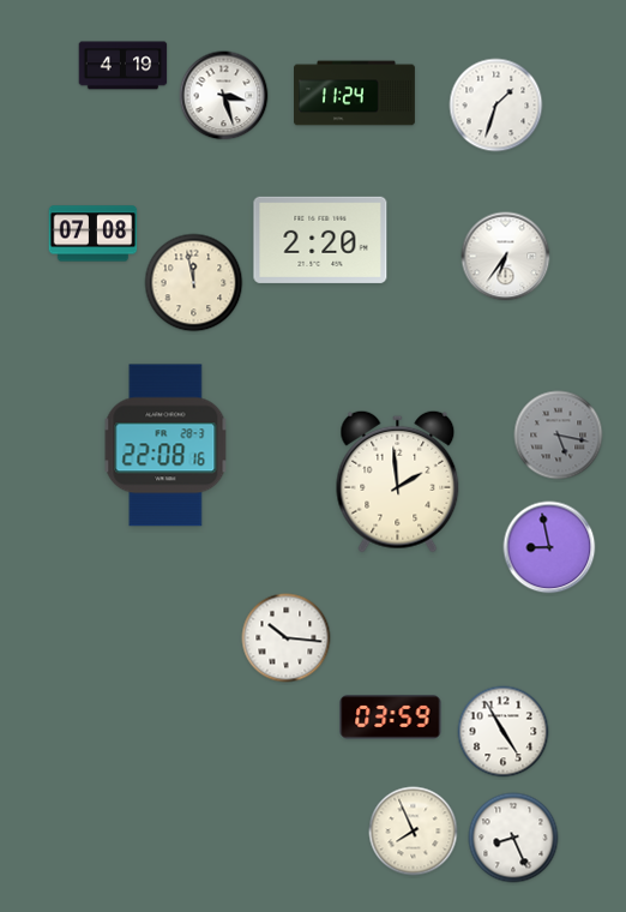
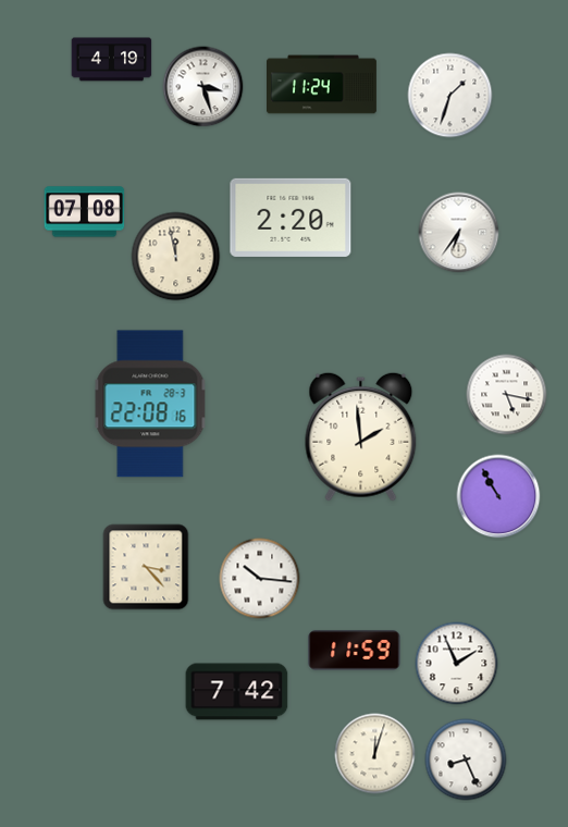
clock at (559, 436) dial: grey -> white
clock at (549, 547): 8:58 -> 10:55
clock at (146, 567): none -> 3:23
clock at (391, 718): 03:59 -> 11:59
clock at (504, 732): 4:55 -> 1:56
clock at (237, 692): none -> 7:42
clock at (414, 832): 7:56 -> 12:03
